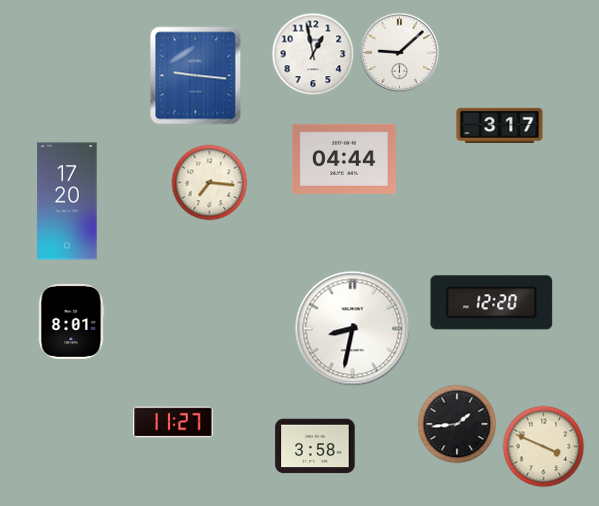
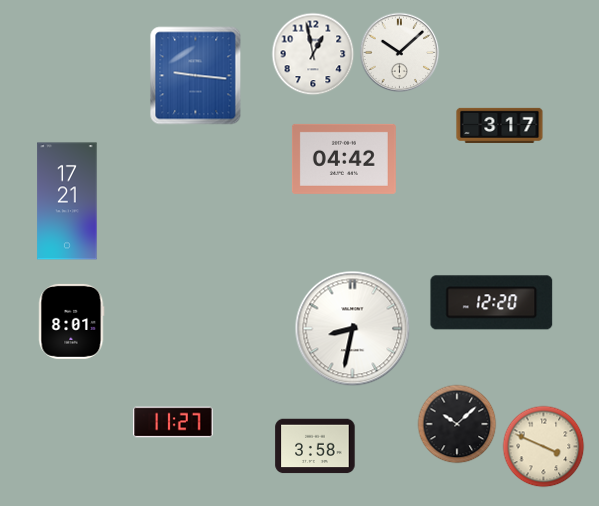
clock at (400, 53): 9:08 -> 10:08
clock at (344, 159): 04:44 -> 04:42
clock at (210, 183): 7:16 -> none
clock at (67, 201): 17:20 -> 17:21
clock at (457, 424): 1:44 -> 10:08
